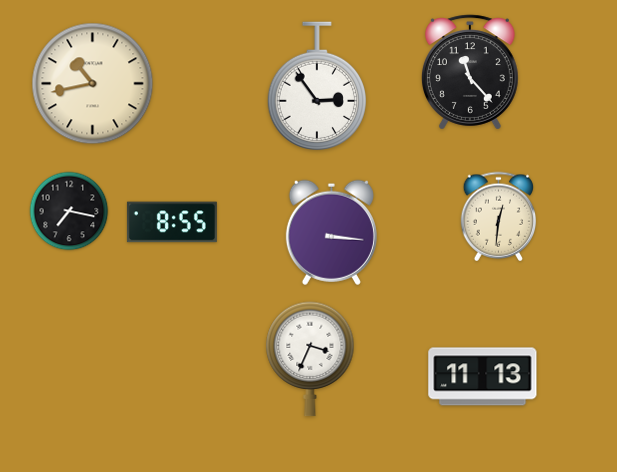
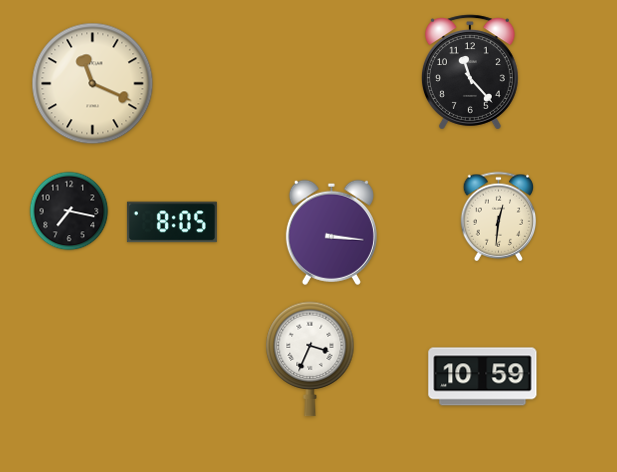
clock at (93, 84): 10:43 -> 11:19
clock at (316, 86): 2:54 -> none
clock at (172, 222): 8:55 -> 8:05
clock at (483, 377): 11:13 -> 10:59
